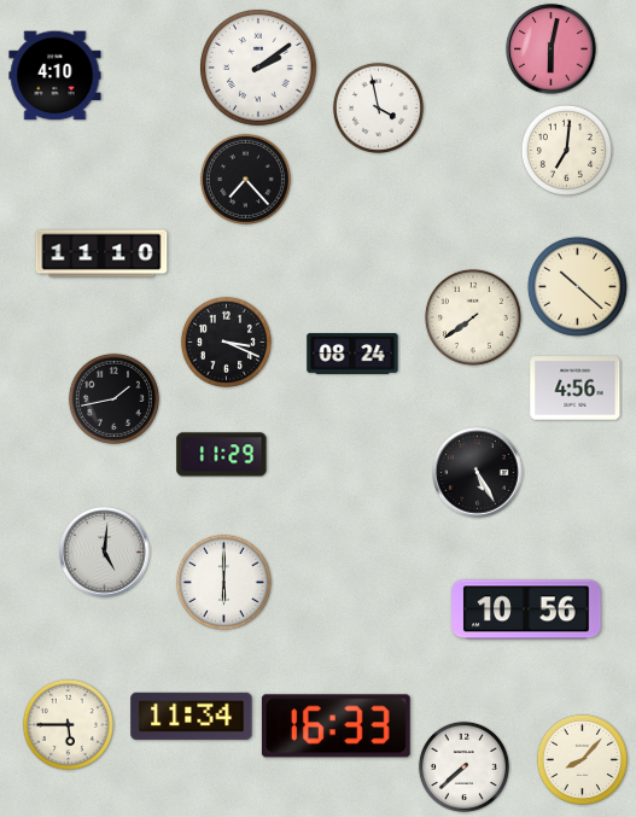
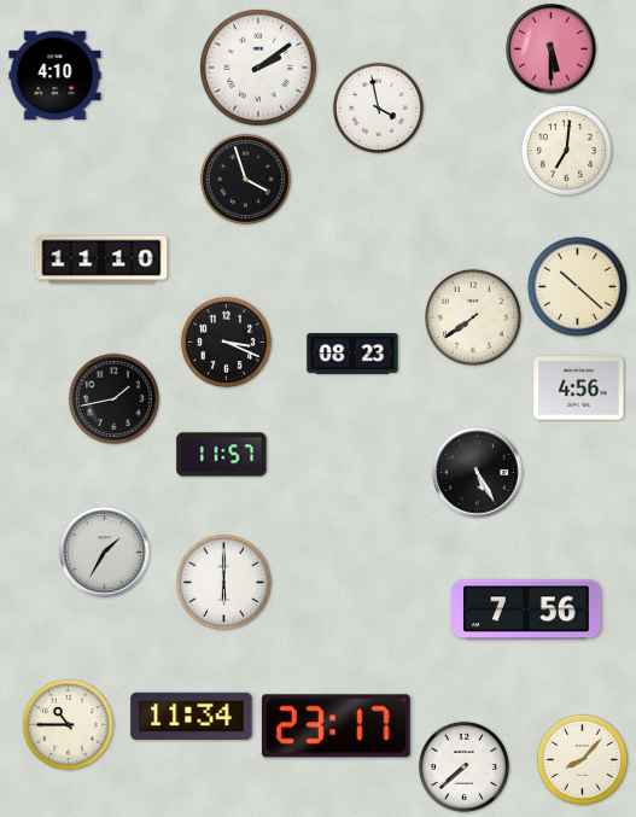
clock at (552, 49): 6:02 -> 5:30
clock at (245, 179): 7:23 -> 3:57
clock at (101, 253) position: (101, 253) -> (101, 259)
clock at (352, 354): 08:24 -> 08:23
clock at (576, 389) position: (576, 389) -> (579, 389)
clock at (222, 455): 11:29 -> 11:57
clock at (105, 553): 5:01 -> 1:35
clock at (526, 609): 10:56 -> 7:56
clock at (68, 724): 5:45 -> 10:45
clock at (335, 726): 16:33 -> 23:17
